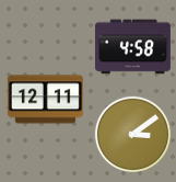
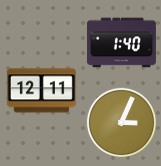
clock at (132, 47): 4:58 -> 1:40
clock at (133, 135): 3:09 -> 3:04
